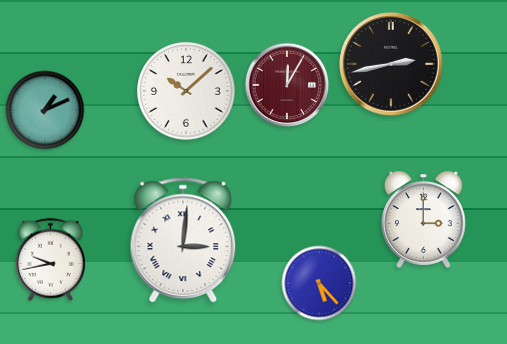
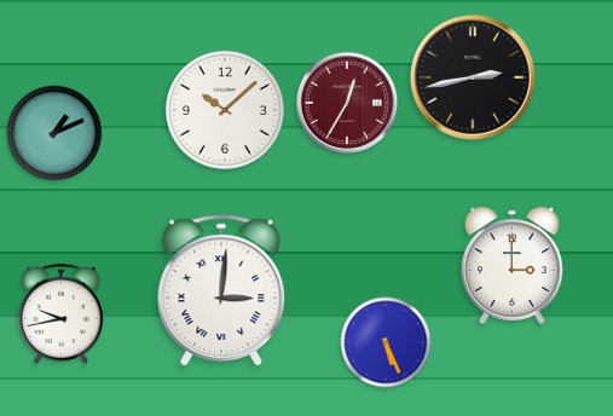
clock at (287, 85): 12:05 -> 12:35
clock at (319, 283): 5:23 -> 5:26
